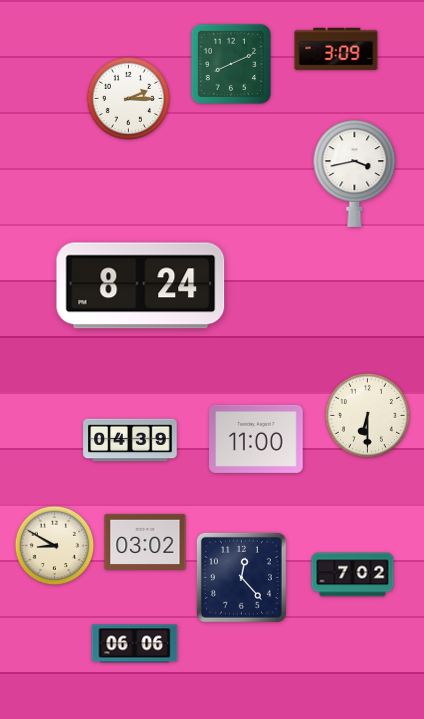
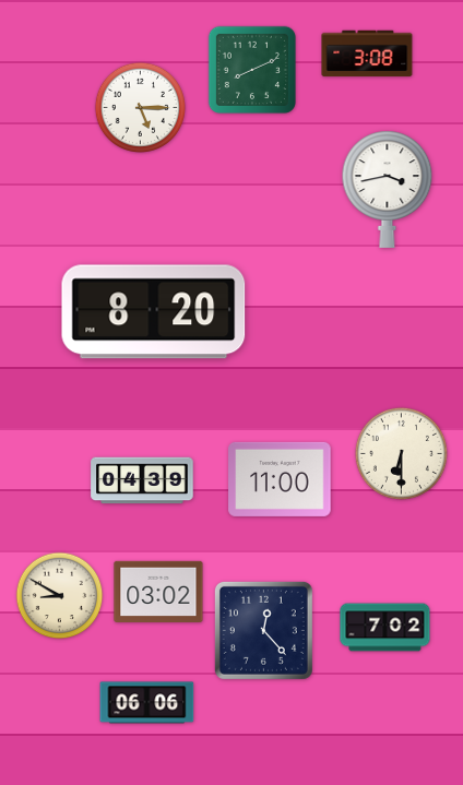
clock at (336, 49): 3:09 -> 3:08
clock at (128, 98): 2:15 -> 5:15
clock at (141, 286): 8:24 -> 8:20
